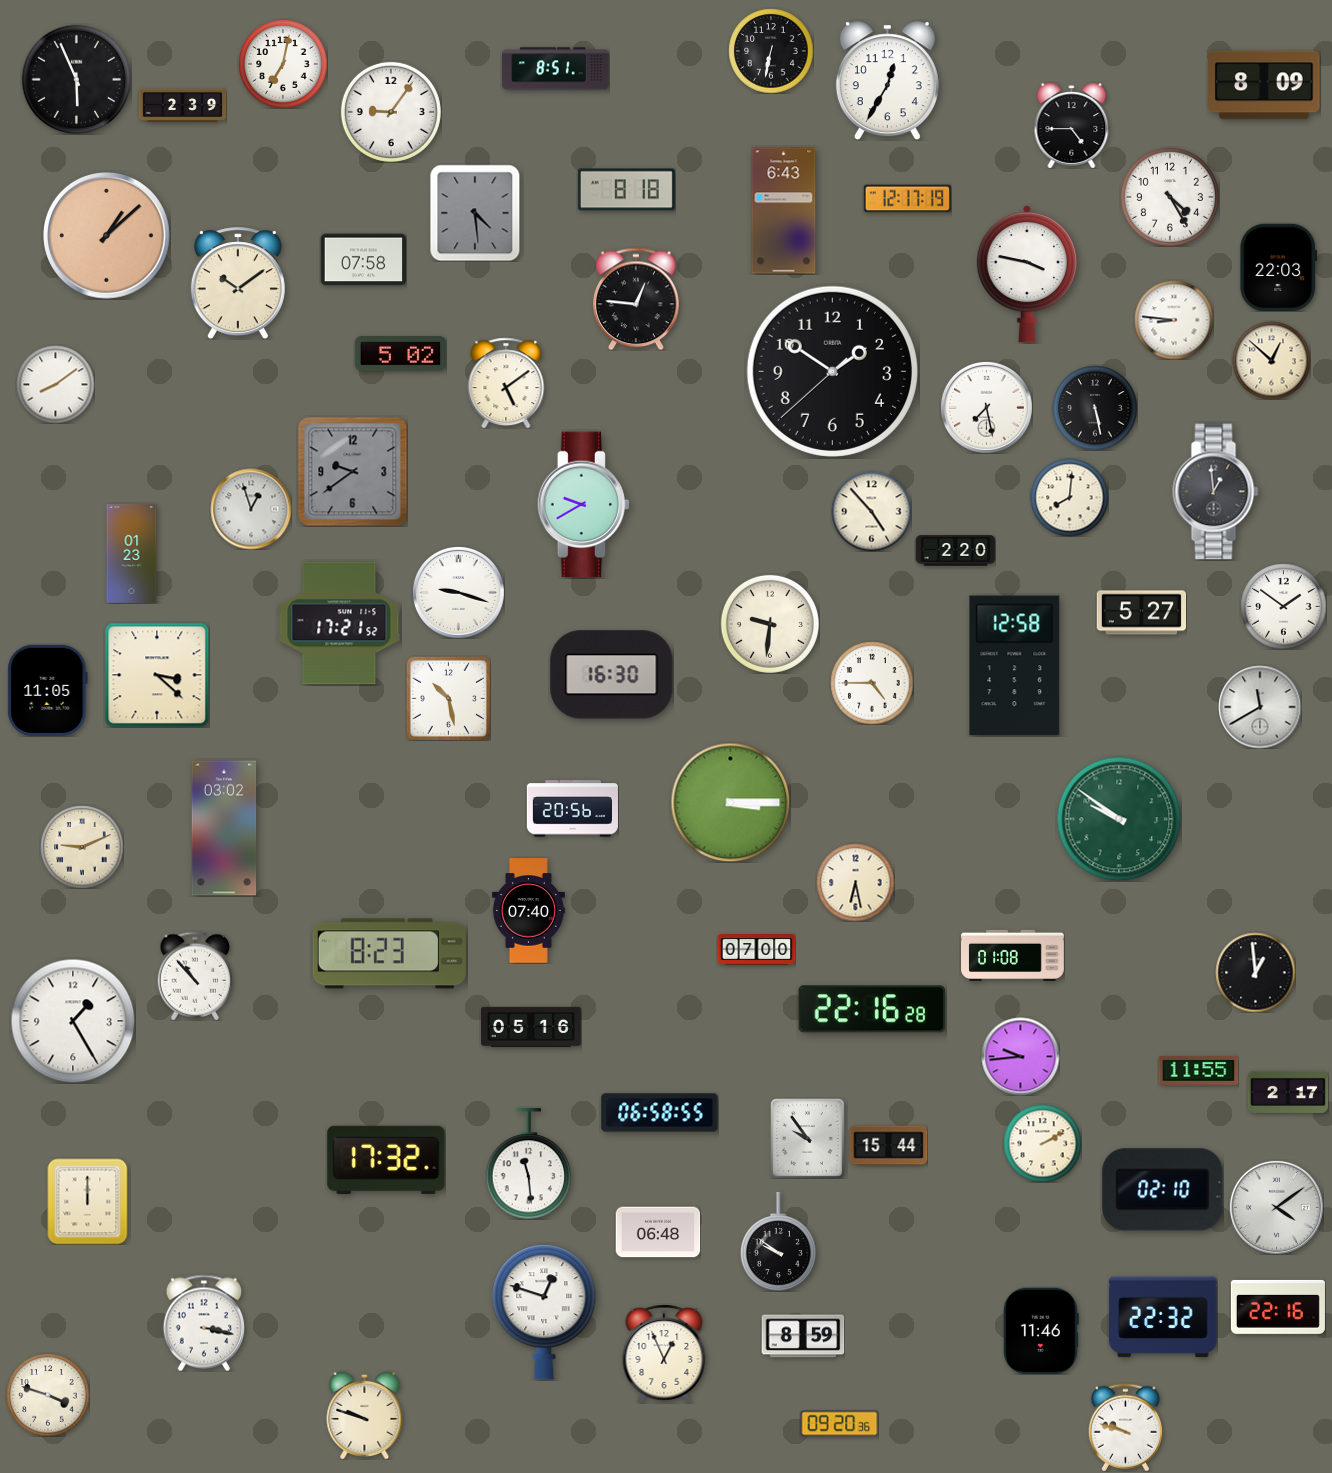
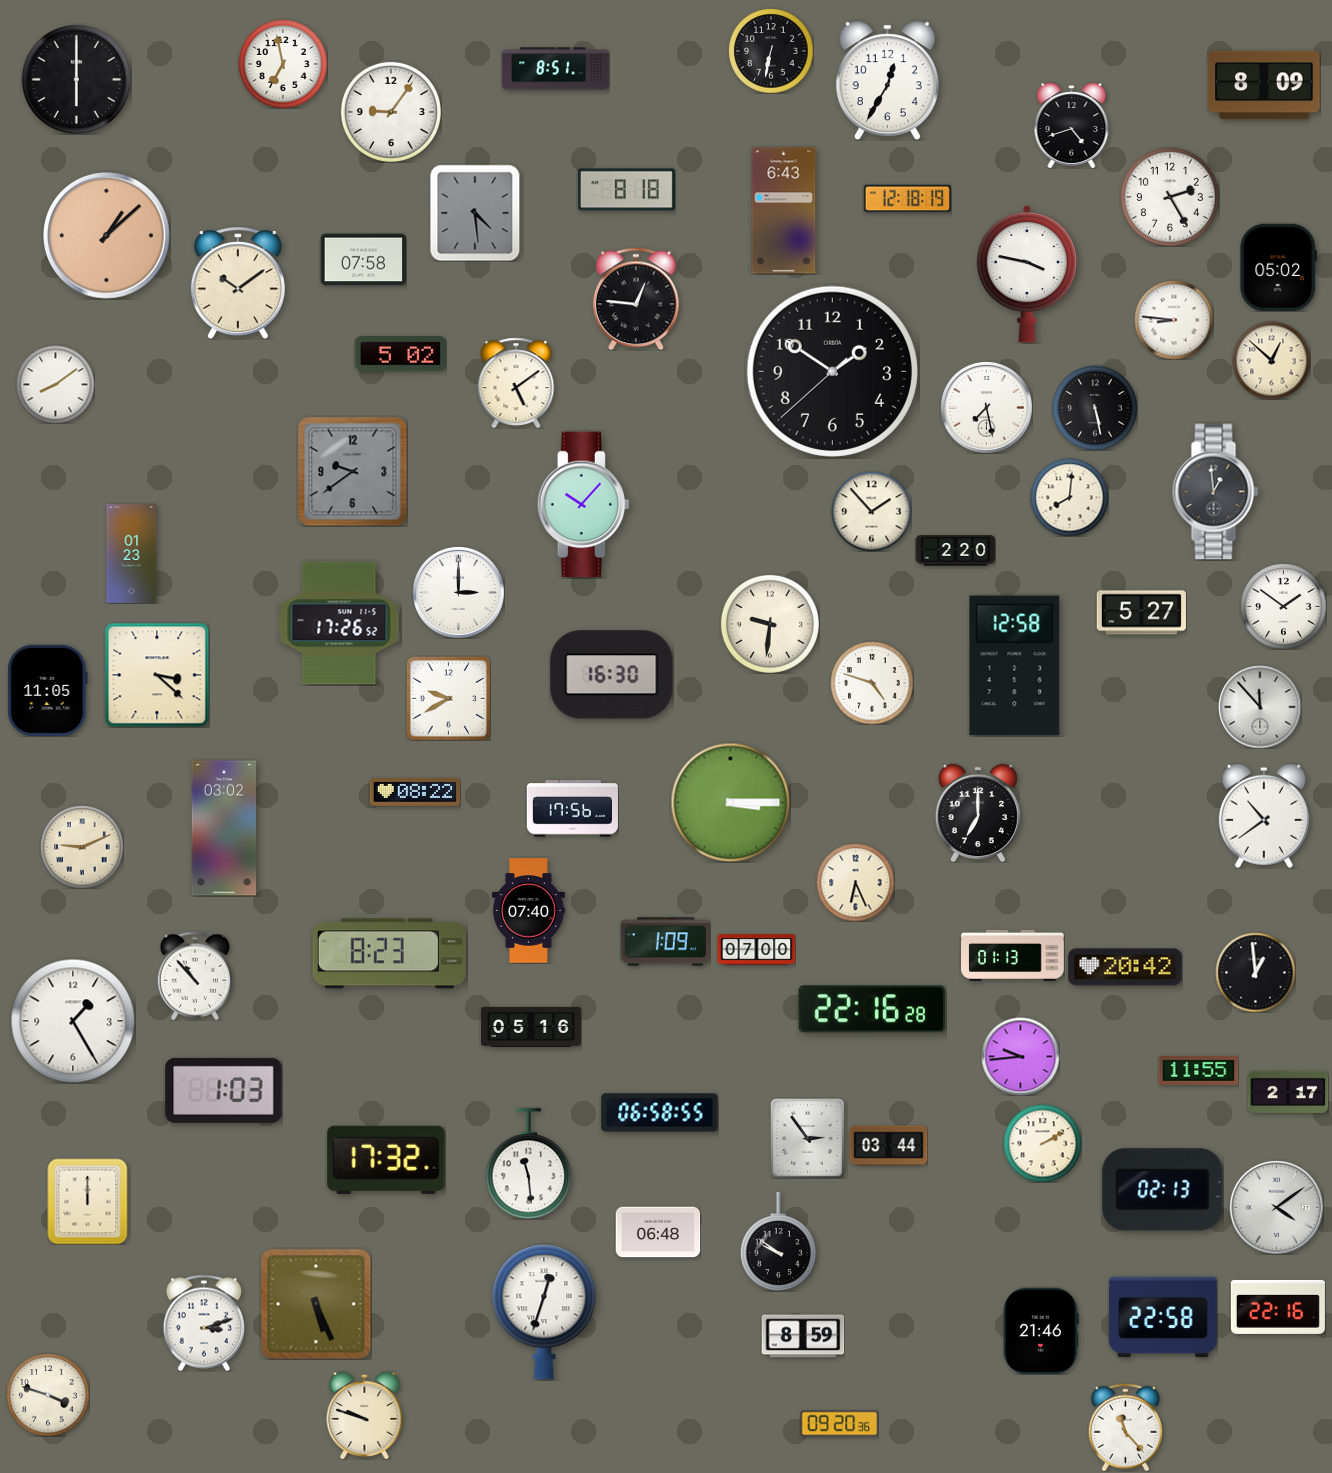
clock at (283, 64): 7:02 -> 6:58
clock at (76, 79): 5:56 -> 6:00
clock at (182, 105): 2:39 -> none
clock at (1072, 125): 4:45 -> 4:42
clock at (1170, 197): 4:25 -> 2:25
clock at (907, 199): 12:17 -> 12:18
clock at (1279, 267): 22:03 -> 05:02
clock at (506, 383) position: (506, 383) -> (516, 383)
clock at (584, 505): 9:40 -> 10:07
clock at (251, 509): 12:57 -> none
clock at (871, 511): 4:53 -> 1:53
clock at (458, 592): 9:18 -> 3:00
clock at (339, 623): 17:21 -> 17:26
clock at (872, 683): 4:45 -> 4:48
clock at (448, 698): 10:28 -> 9:40
clock at (1260, 707): 11:40 -> 11:53
clock at (414, 792): none -> 08:22
clock at (572, 809): 20:56 -> 17:56
clock at (978, 813): none -> 7:00
clock at (1264, 816): none -> 10:39
clock at (1119, 819): 9:51 -> none
clock at (855, 882): 6:28 -> 6:26
clock at (665, 942): none -> 1:09
clock at (1013, 955): 01:08 -> 01:13
clock at (1125, 967): none -> 20:42
clock at (224, 1090): none -> 1:03
clock at (808, 1139): 9:54 -> 2:54
clock at (888, 1146): 15:44 -> 03:44
clock at (1163, 1190): 02:10 -> 02:13
clock at (316, 1304): none -> 5:26
clock at (544, 1312): 12:48 -> 12:33
clock at (1163, 1317): 22:32 -> 22:58
clock at (204, 1323): 3:17 -> 3:12
clock at (1041, 1331): 11:46 -> 21:46
clock at (664, 1354): 12:56 -> none
clock at (1125, 1427): 9:48 -> 11:23
